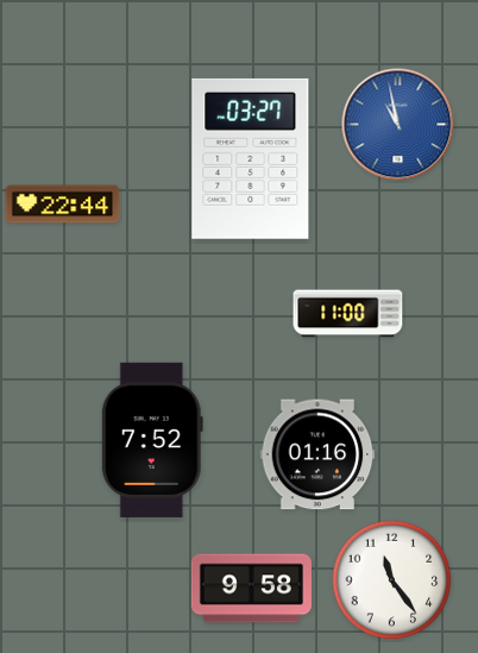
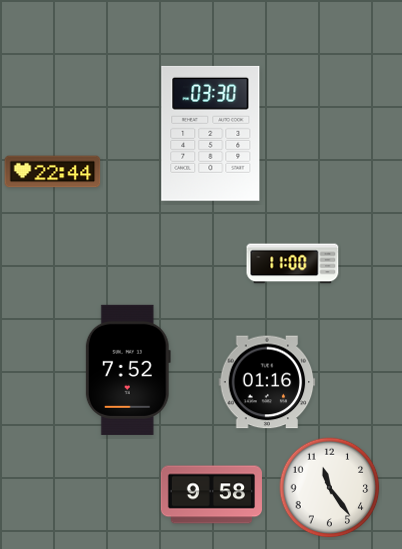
clock at (398, 125): 10:58 -> none
clock at (251, 158): 03:27 -> 03:30
